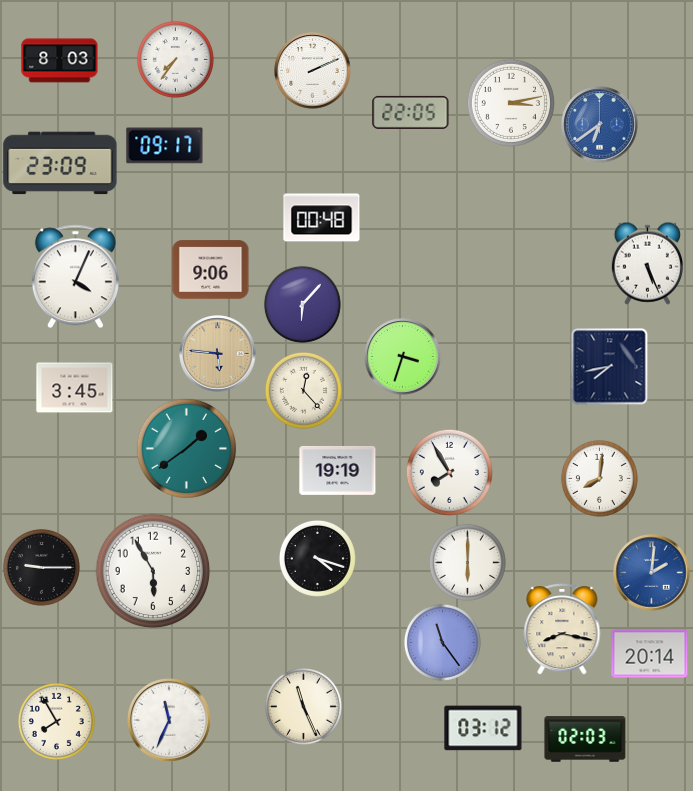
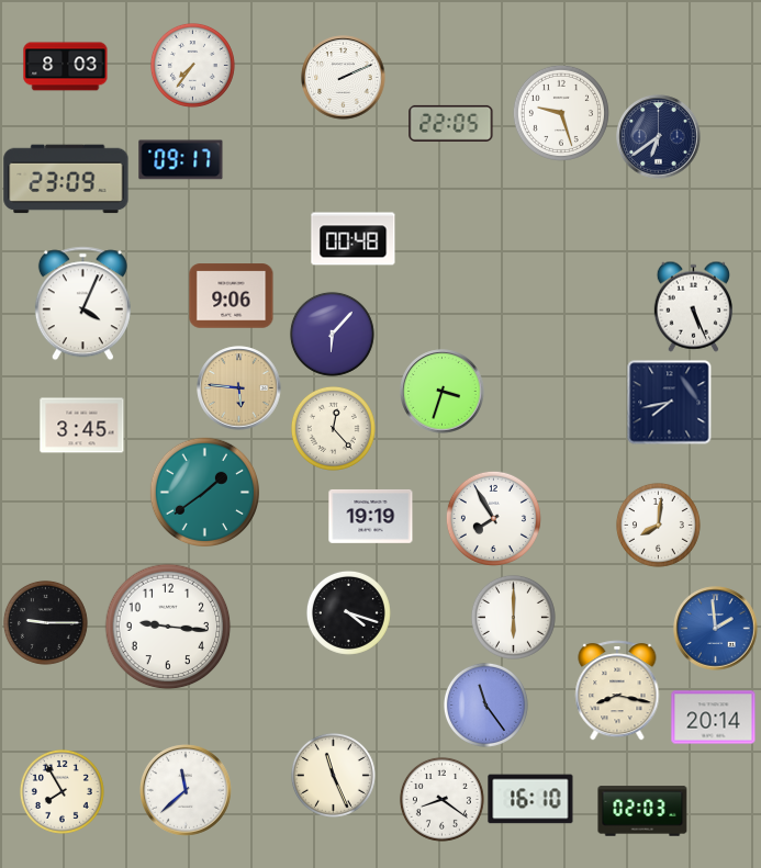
clock at (511, 103): 3:13 -> 9:27
clock at (600, 125) dial: blue -> navy
clock at (647, 263) position: (647, 263) -> (693, 306)
clock at (153, 571): 5:55 -> 9:16
clock at (652, 573): 2:01 -> 1:59
clock at (169, 720): 11:34 -> 11:38
clock at (441, 799): none -> 8:21
clock at (483, 728): 03:12 -> 16:10
